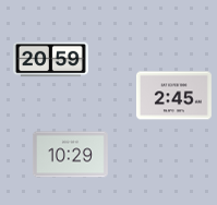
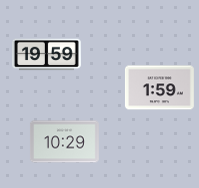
clock at (50, 60): 20:59 -> 19:59
clock at (173, 96): 2:45 -> 1:59
